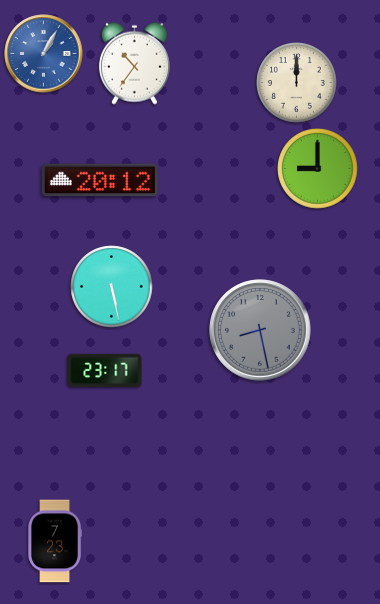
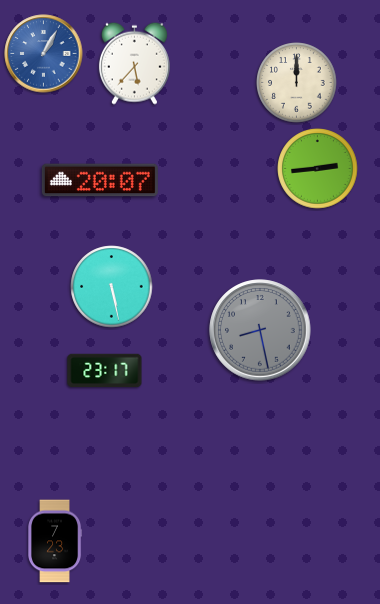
clock at (134, 63): 10:36 -> 5:37
clock at (318, 169): 9:00 -> 2:44
clock at (100, 180): 20:12 -> 20:07
